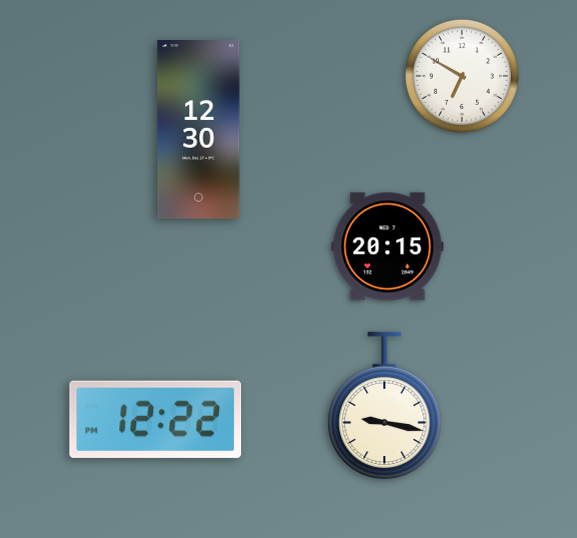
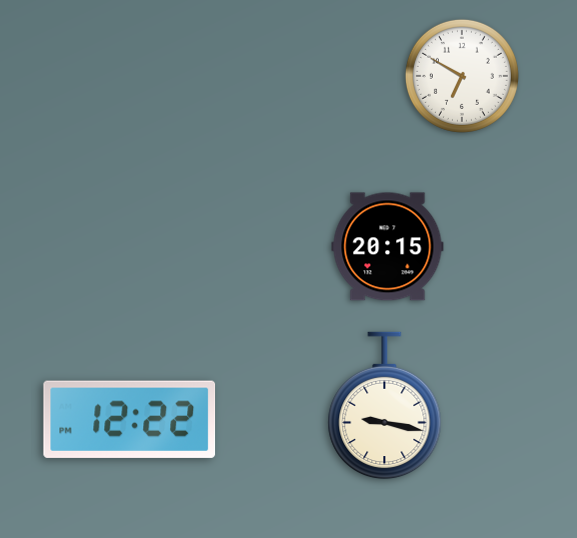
clock at (199, 130): 12:30 -> none
clock at (156, 419) position: (156, 419) -> (130, 419)
